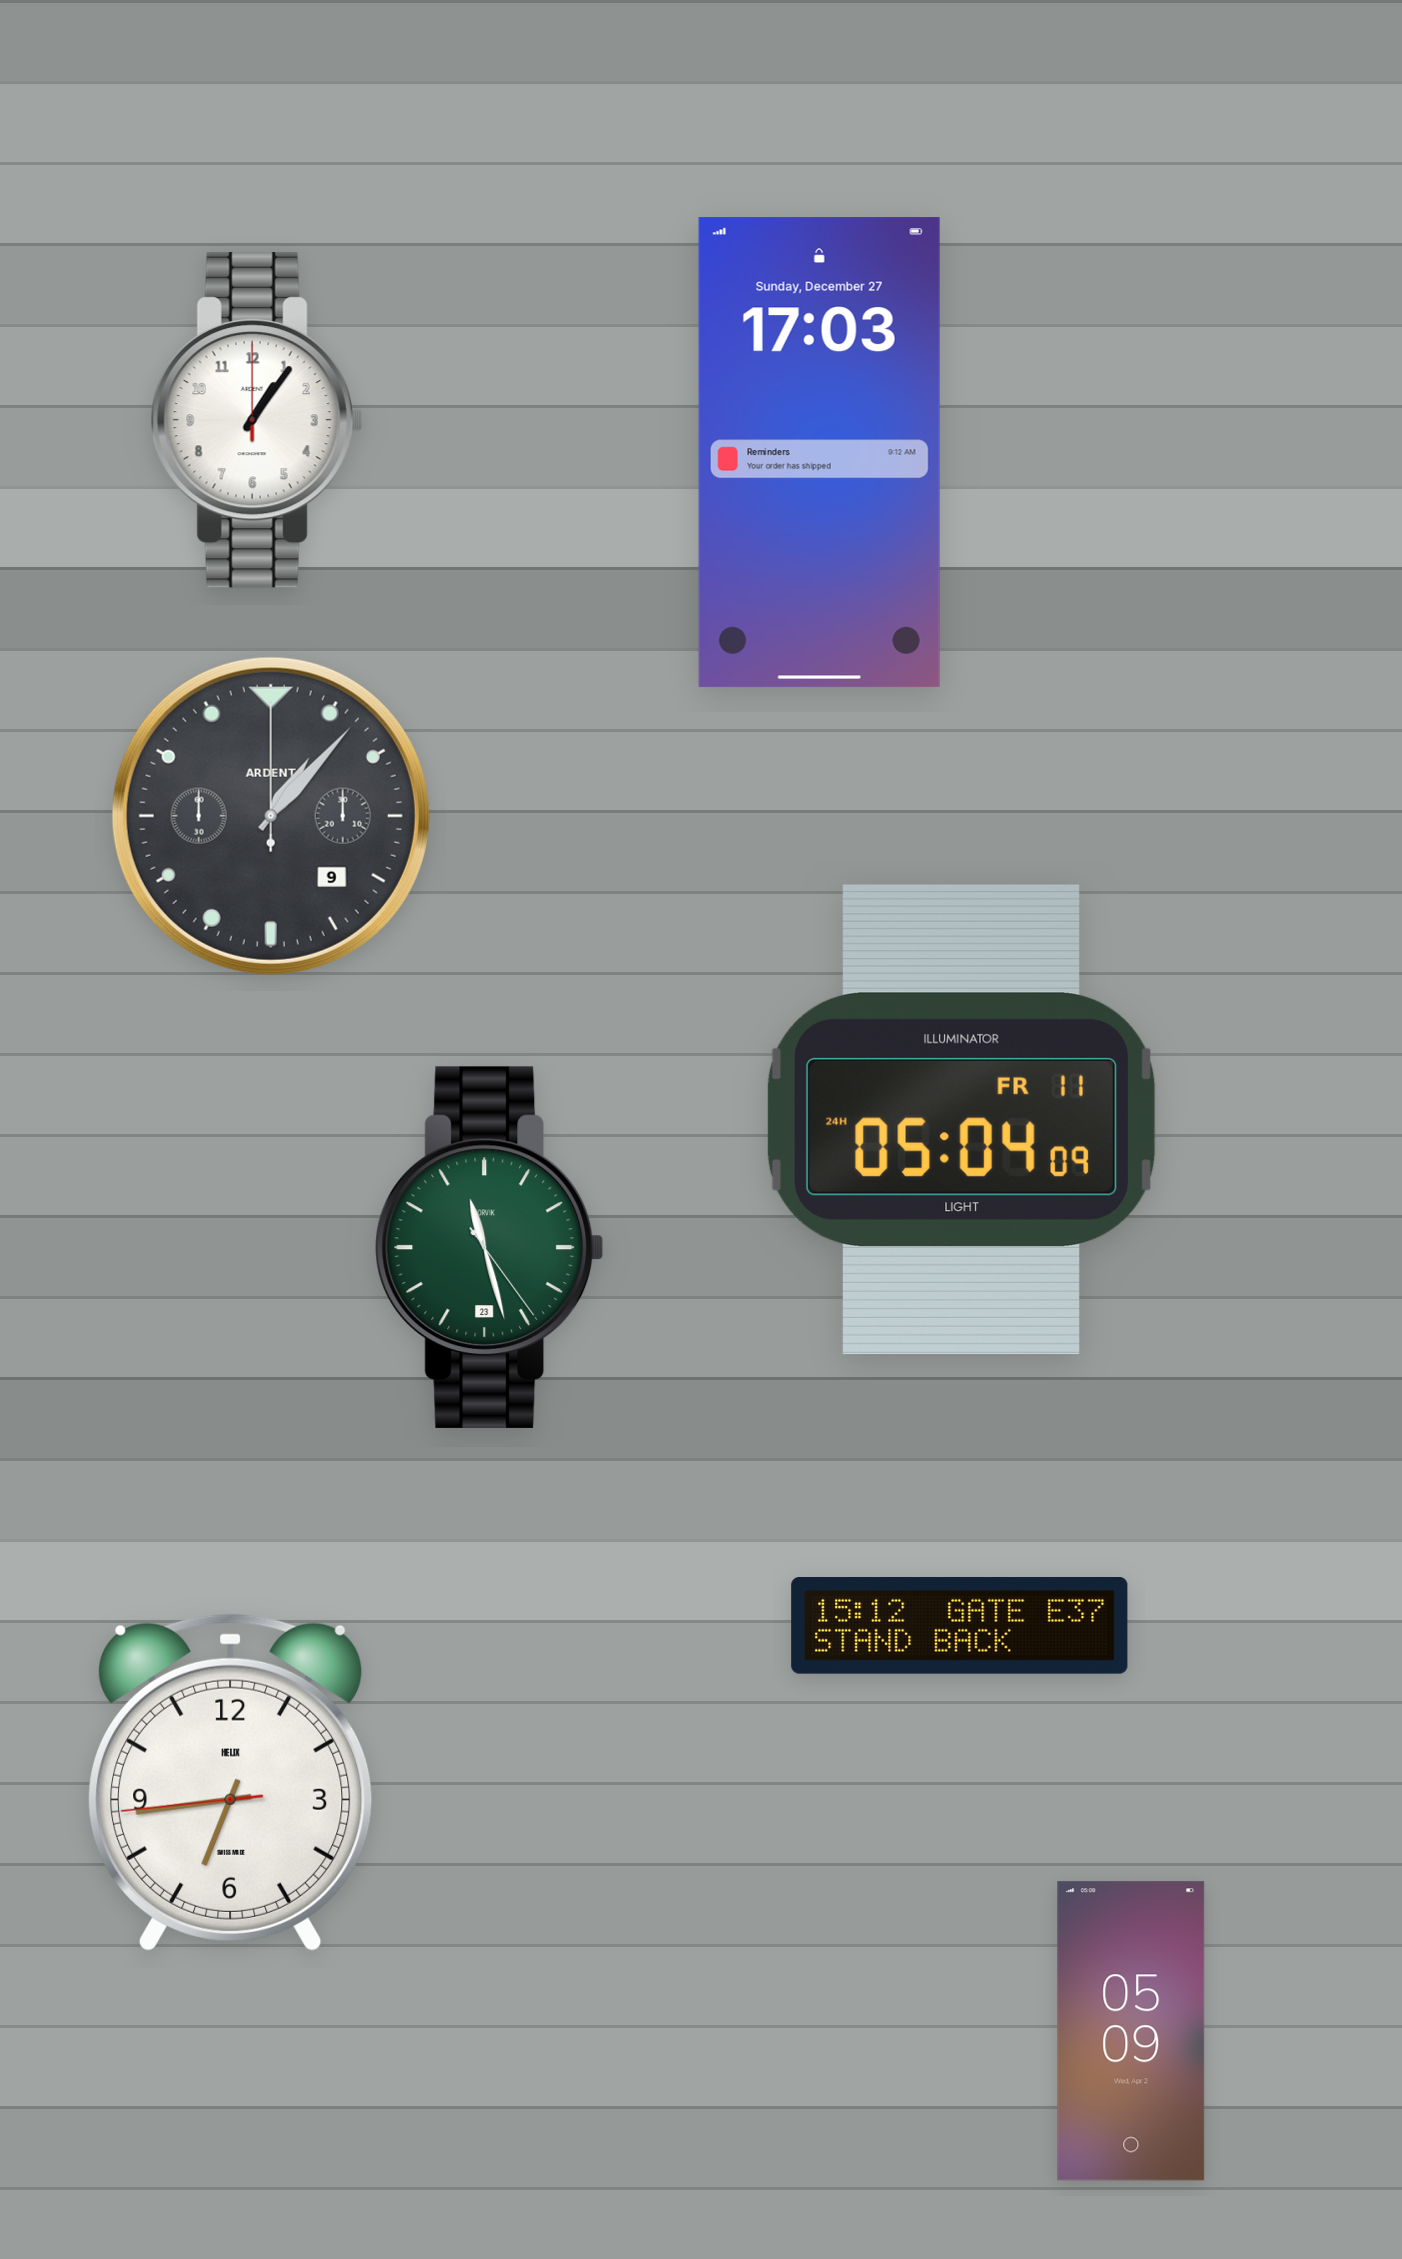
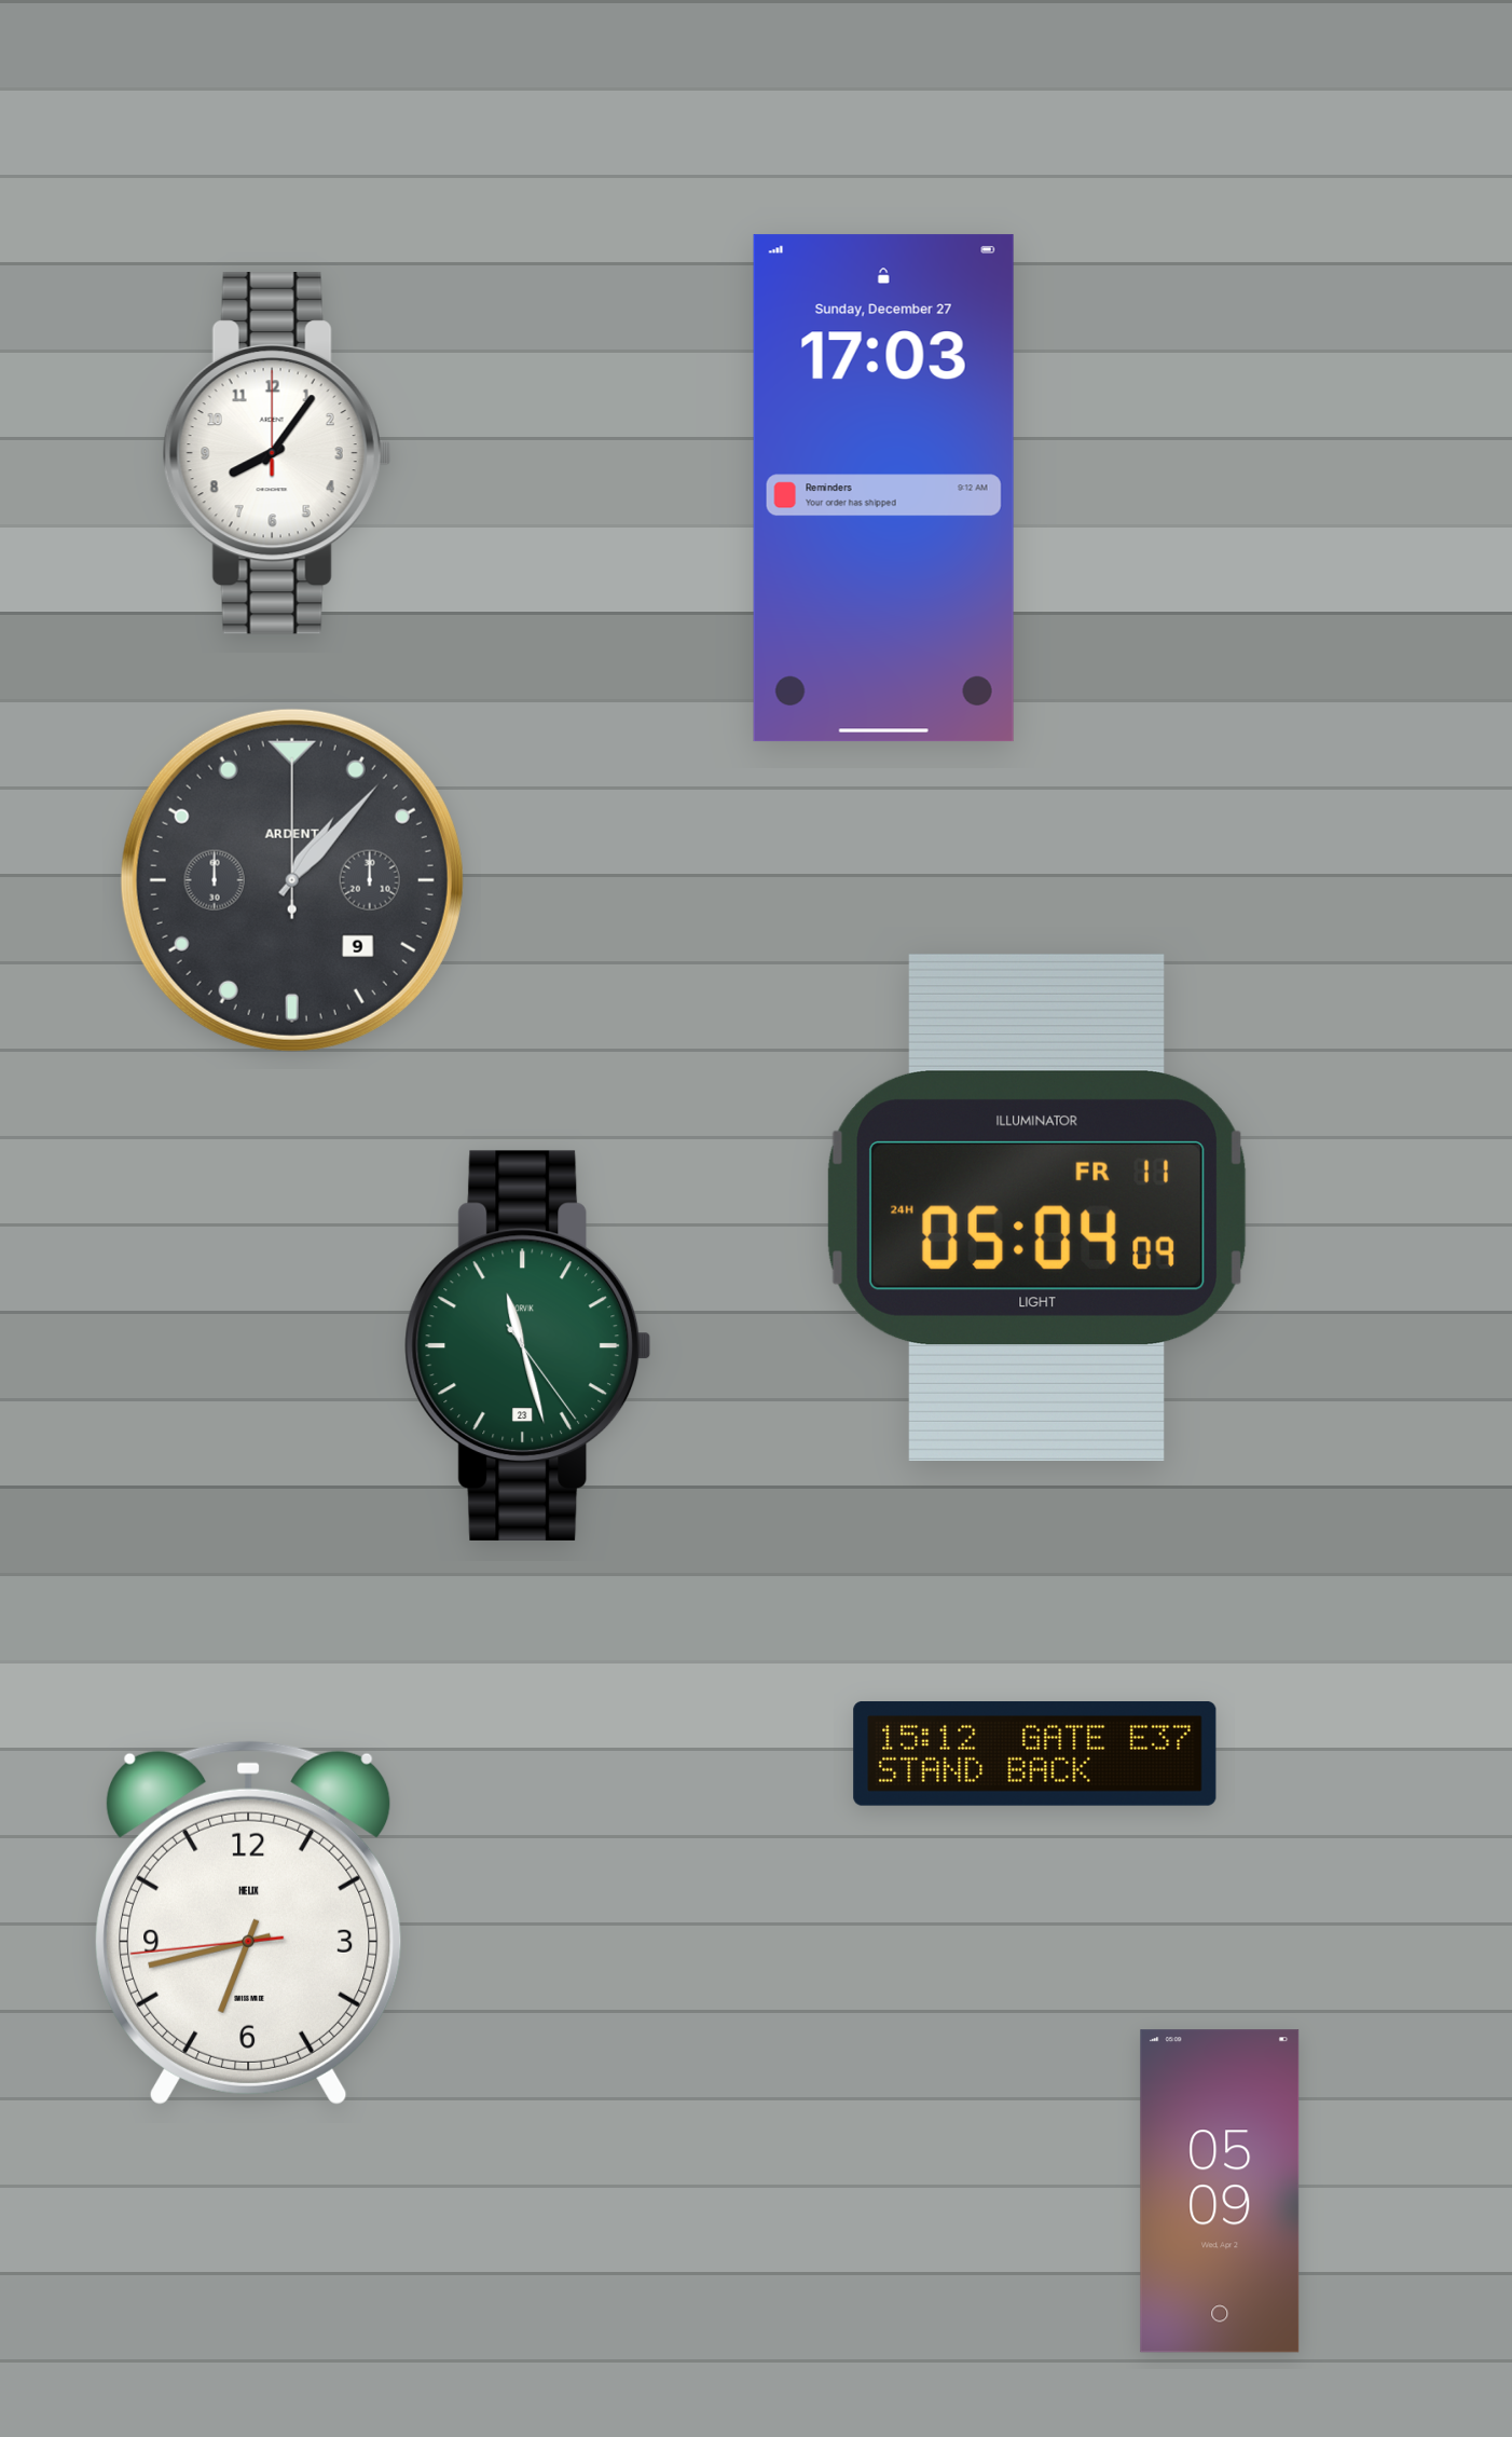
clock at (257, 421): 1:06 -> 8:06
clock at (231, 1782): 6:43 -> 6:42
